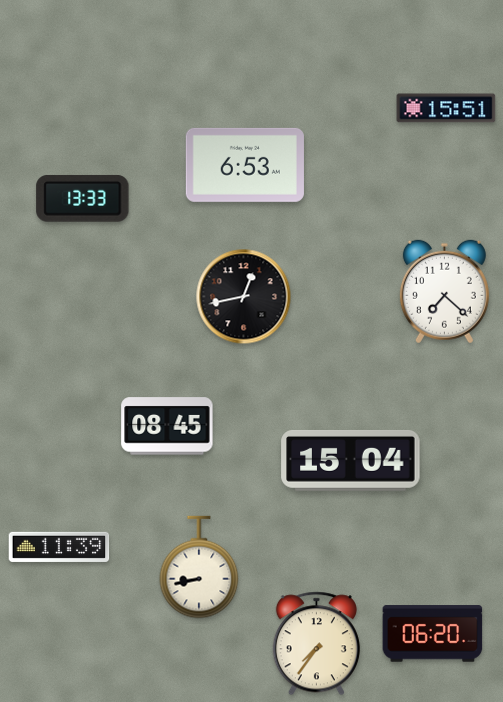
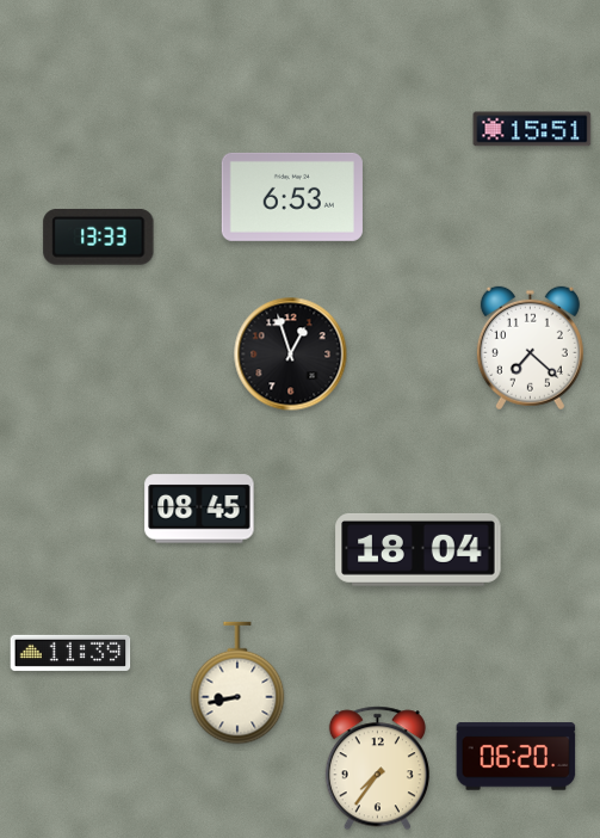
clock at (244, 297): 12:43 -> 12:57
clock at (351, 461): 15:04 -> 18:04
clock at (199, 567) position: (199, 567) -> (237, 683)
